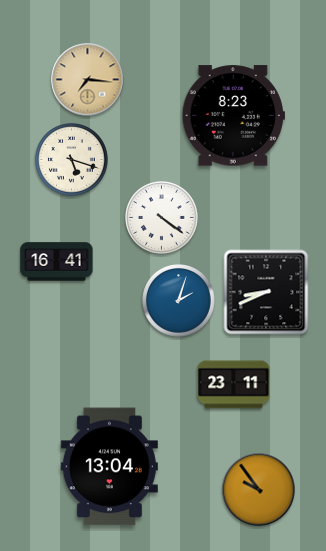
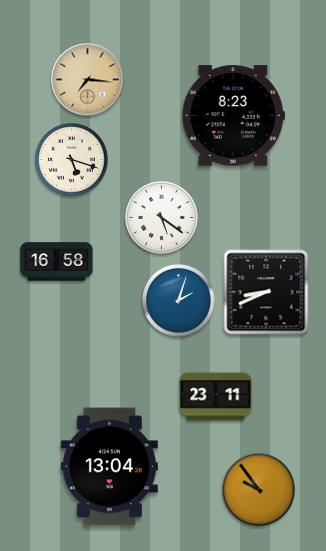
clock at (162, 218): 4:21 -> 5:21
clock at (57, 262): 16:41 -> 16:58
clock at (234, 385) position: (234, 385) -> (216, 397)
